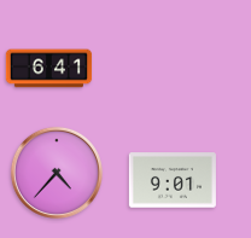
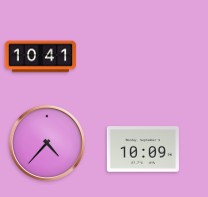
clock at (49, 69): 6:41 -> 10:41
clock at (173, 180): 9:01 -> 10:09
